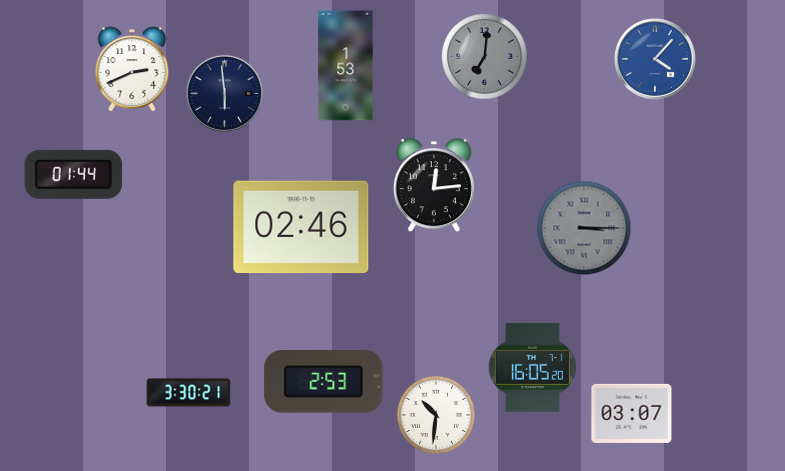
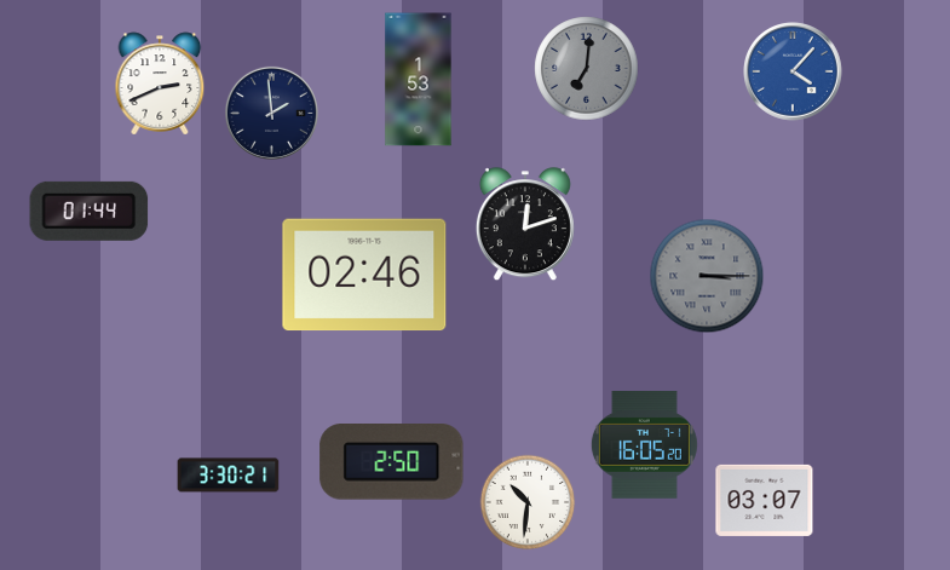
clock at (224, 93): 5:59 -> 1:59
clock at (434, 186): 12:14 -> 12:12
clock at (324, 382): 2:53 -> 2:50
